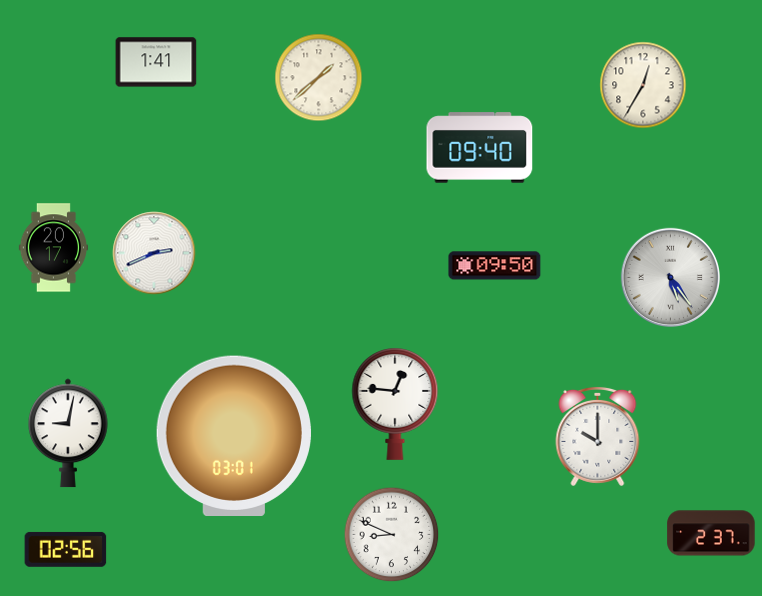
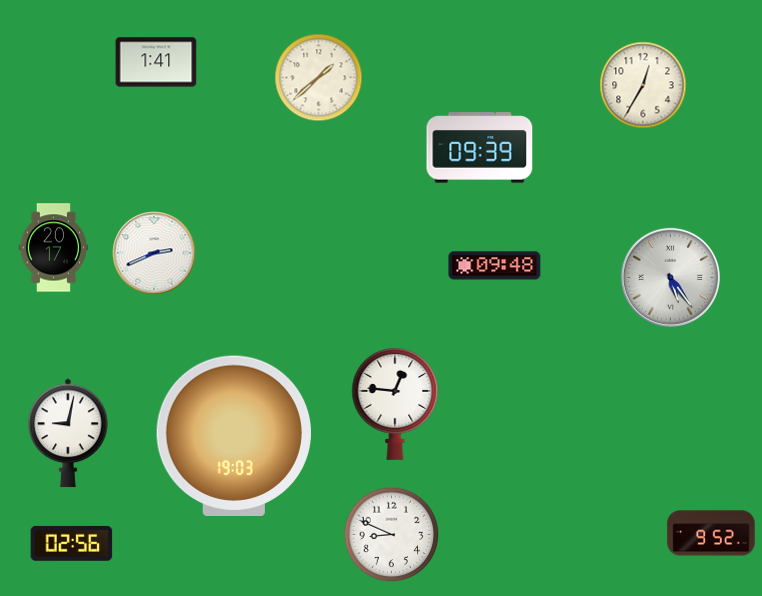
clock at (480, 148): 09:40 -> 09:39
clock at (495, 266): 09:50 -> 09:48
clock at (234, 435): 03:01 -> 19:03
clock at (598, 436): 10:00 -> none
clock at (711, 533): 2:37 -> 9:52
clock at (66, 549) position: (66, 549) -> (72, 543)
